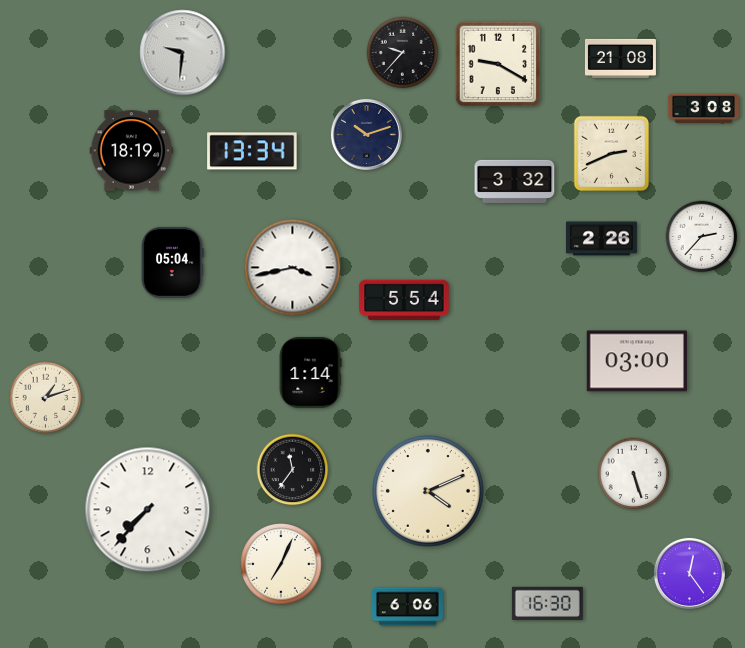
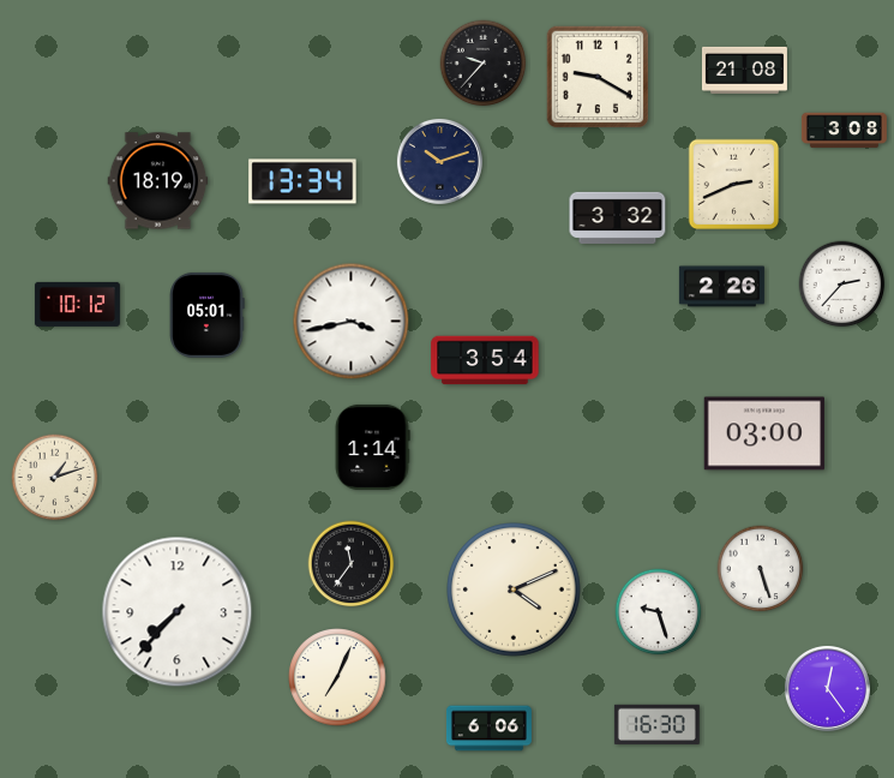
clock at (183, 53): 9:31 -> none
clock at (77, 304): none -> 10:12
clock at (173, 262): 05:04 -> 05:01
clock at (404, 300): 5:54 -> 3:54
clock at (659, 612): none -> 9:27
